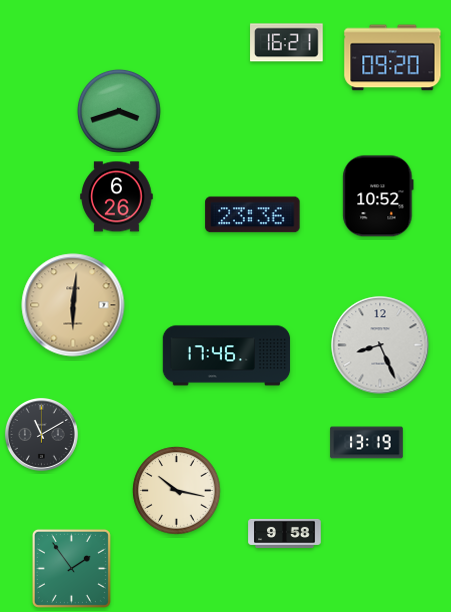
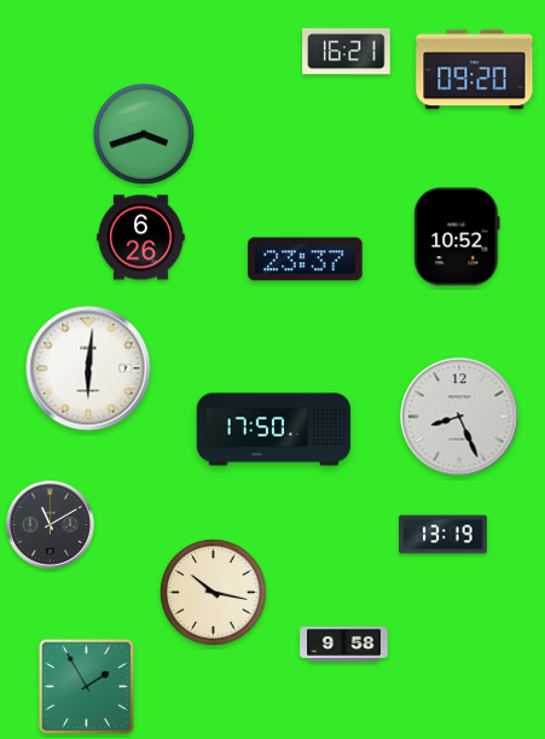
clock at (253, 215): 23:36 -> 23:37
clock at (73, 305) dial: champagne -> white
clock at (227, 356): 17:46 -> 17:50
clock at (71, 568): 1:54 -> 1:55
